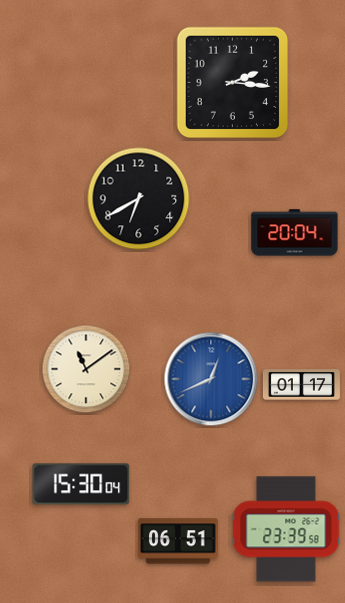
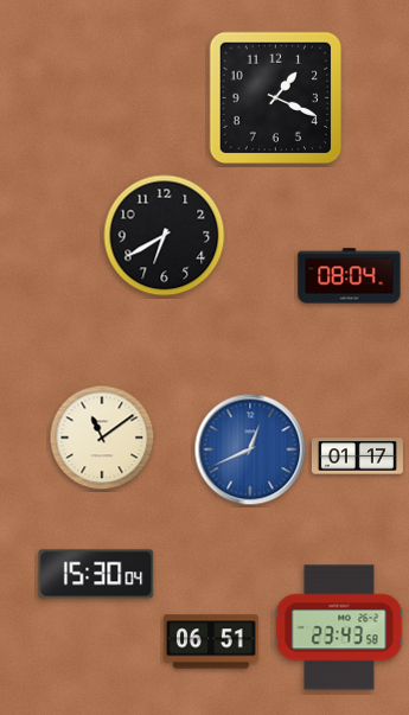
clock at (233, 83): 2:16 -> 1:19
clock at (295, 233): 20:04 -> 08:04
clock at (286, 529): 23:39 -> 23:43
